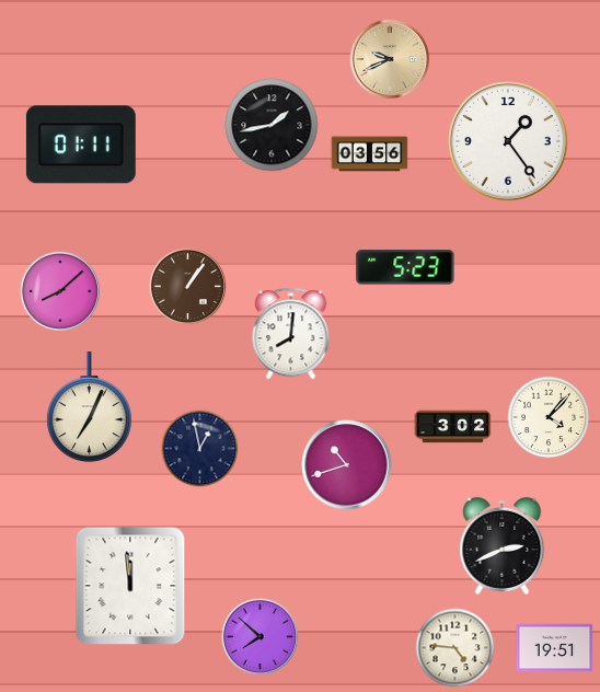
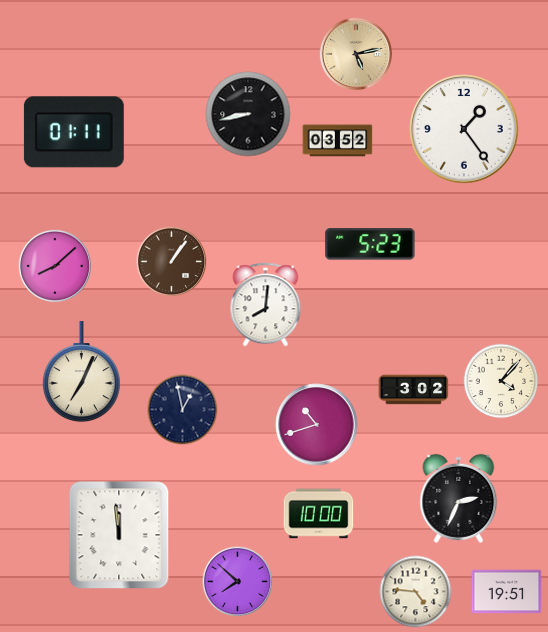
clock at (389, 58): 9:41 -> 5:13
clock at (272, 125): 1:43 -> 8:43
clock at (370, 154): 03:56 -> 03:52
clock at (503, 545): 2:41 -> 2:34
clock at (319, 514): none -> 10:00
